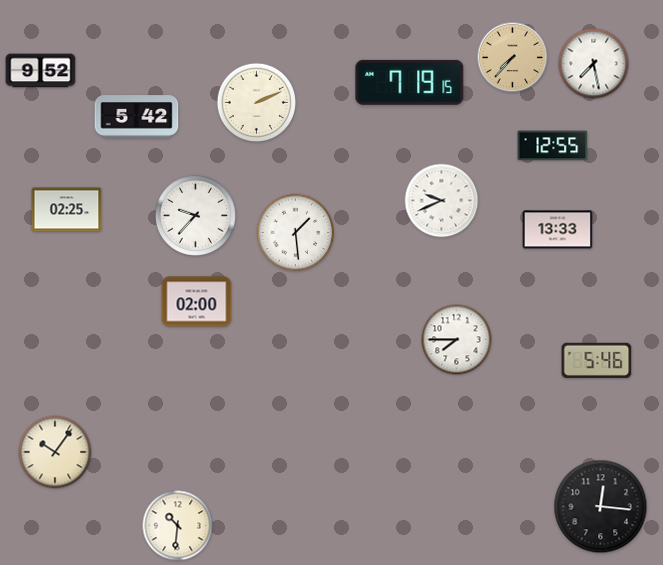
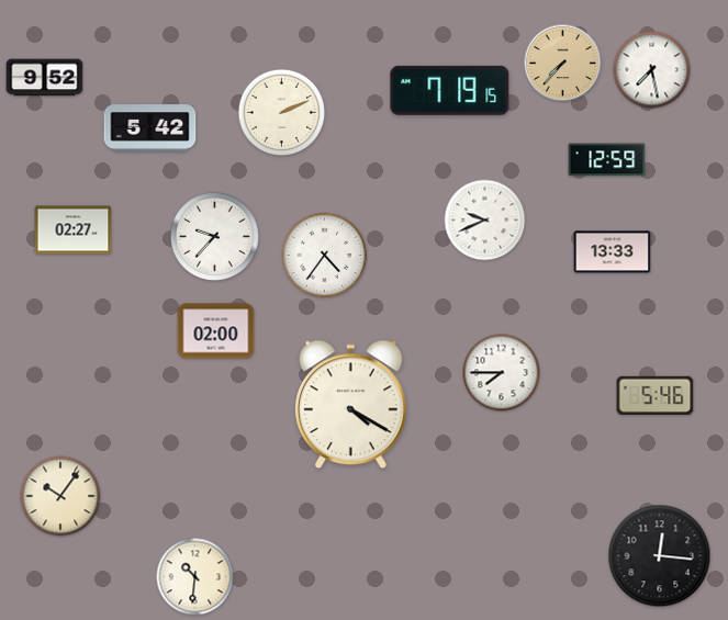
clock at (553, 146): 12:55 -> 12:59
clock at (67, 210): 02:25 -> 02:27
clock at (296, 233): 1:29 -> 4:36
clock at (350, 405): none -> 4:20
